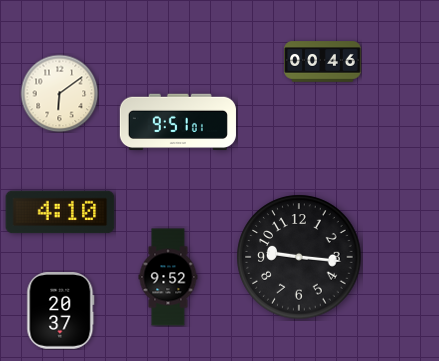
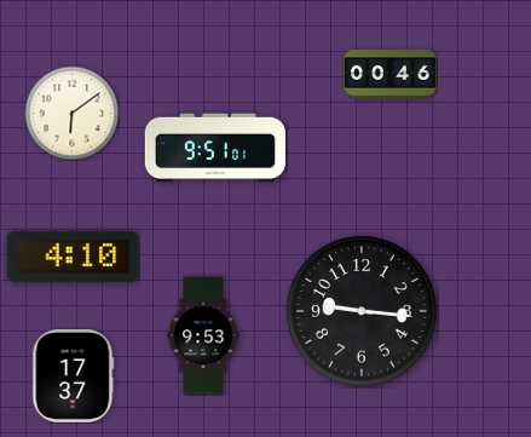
clock at (168, 277): 9:52 -> 9:53
clock at (61, 311): 20:37 -> 17:37
